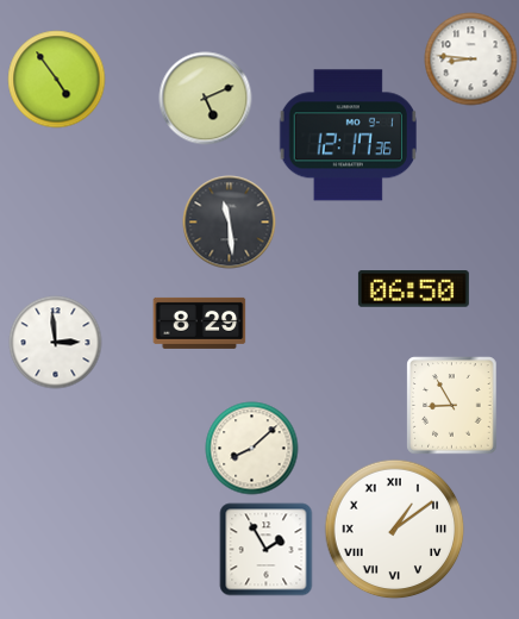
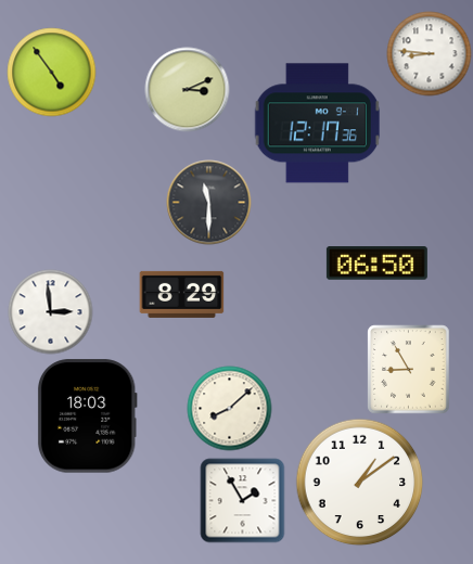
clock at (205, 98): 5:11 -> 3:11
clock at (229, 221): 11:29 -> 11:30
clock at (452, 405) position: (452, 405) -> (409, 369)
clock at (87, 416): none -> 18:03
clock at (394, 529) numerals: Roman -> Arabic
